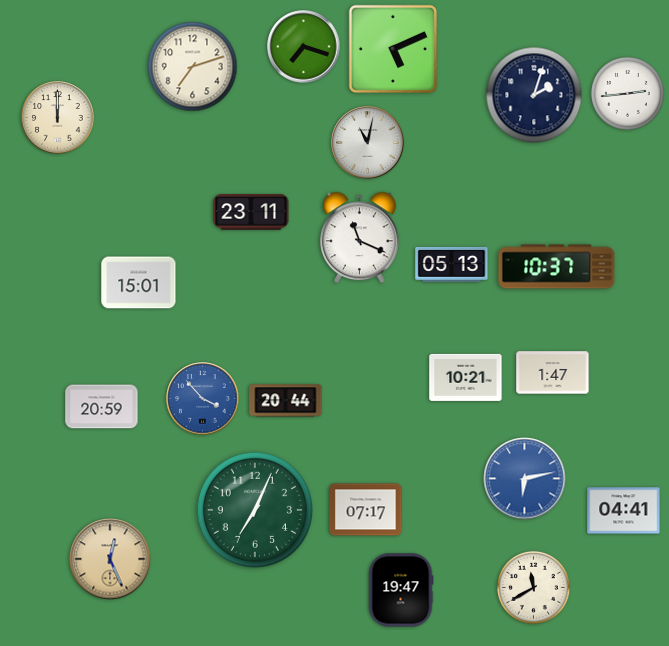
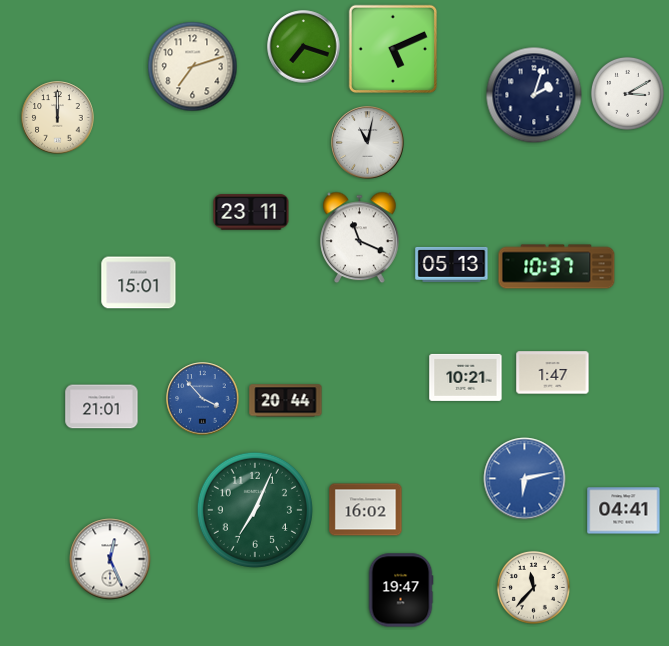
clock at (627, 93): 2:44 -> 3:10
clock at (102, 407): 20:59 -> 21:01
clock at (366, 510): 07:17 -> 16:02
clock at (110, 559) dial: champagne -> white
clock at (533, 587): 11:40 -> 11:37
